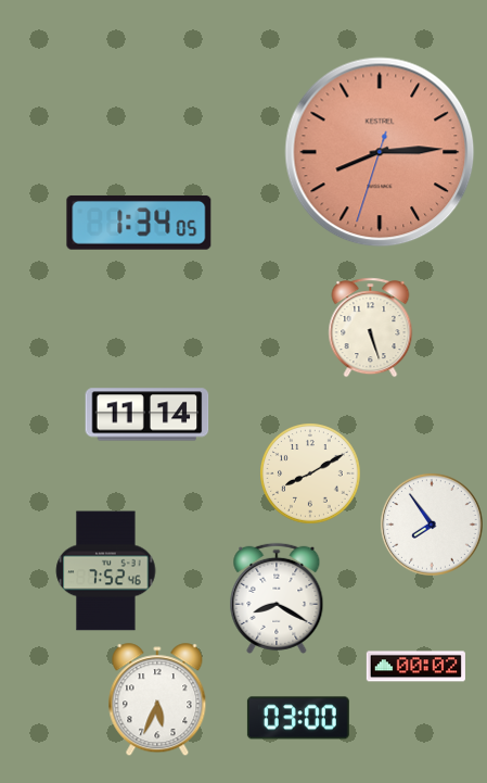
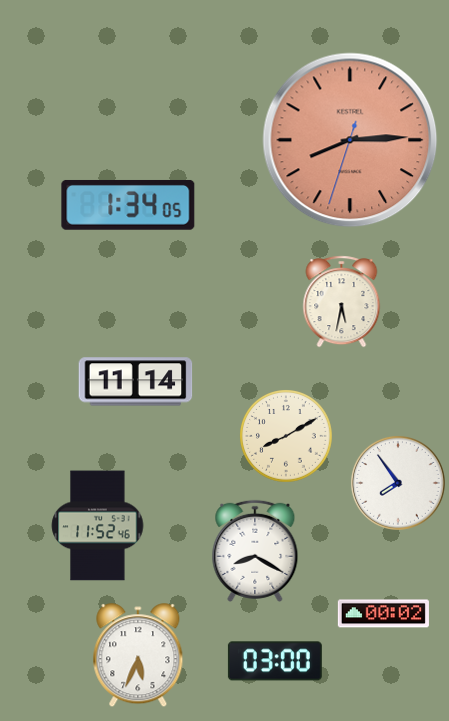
clock at (371, 328): 5:27 -> 5:32
clock at (106, 571): 7:52 -> 11:52
clock at (157, 700) position: (157, 700) -> (138, 656)
